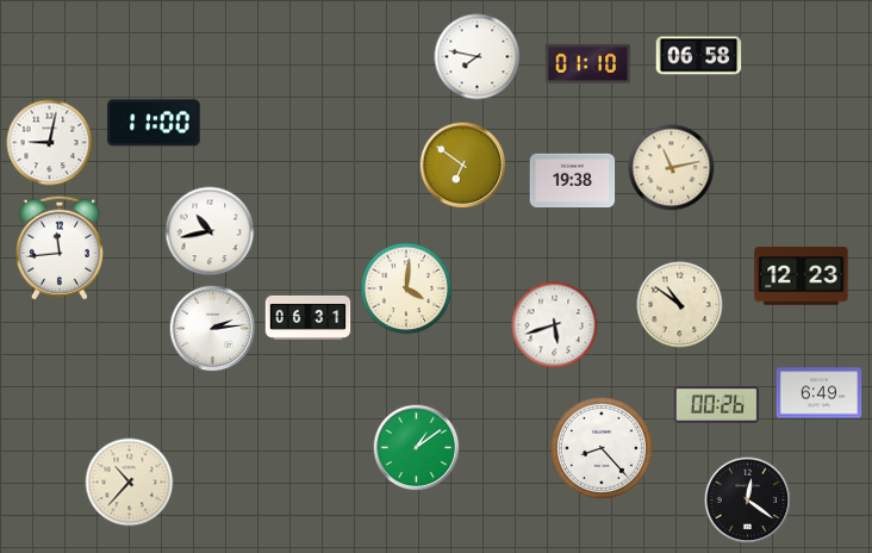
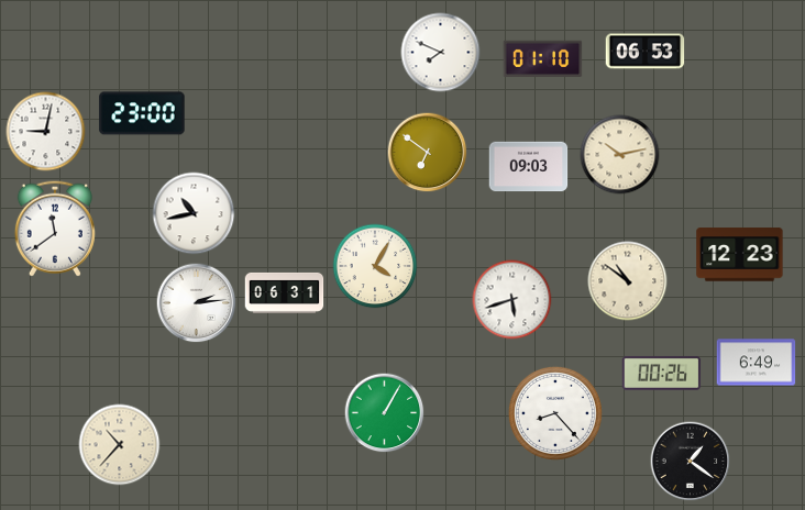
clock at (699, 56): 06:58 -> 06:53
clock at (478, 57): 7:47 -> 7:49
clock at (154, 123): 11:00 -> 23:00
clock at (672, 168): 11:13 -> 10:13
clock at (573, 181): 19:38 -> 09:03
clock at (60, 248): 11:44 -> 11:39
clock at (406, 288): 4:01 -> 4:05
clock at (417, 448): 1:09 -> 1:05
clock at (748, 501): 12:21 -> 1:21
